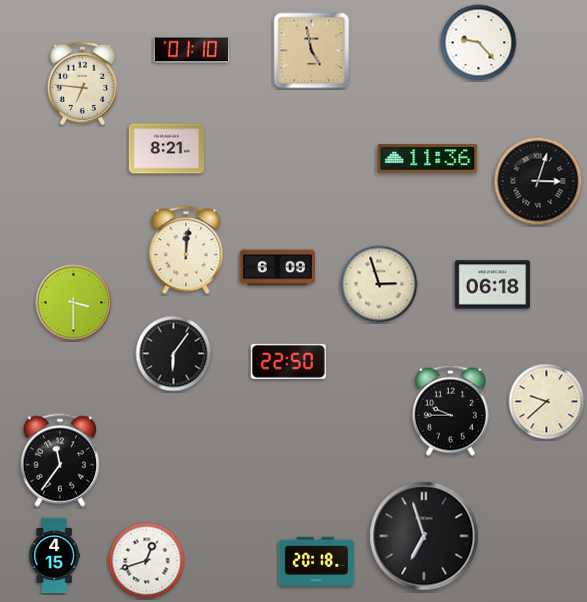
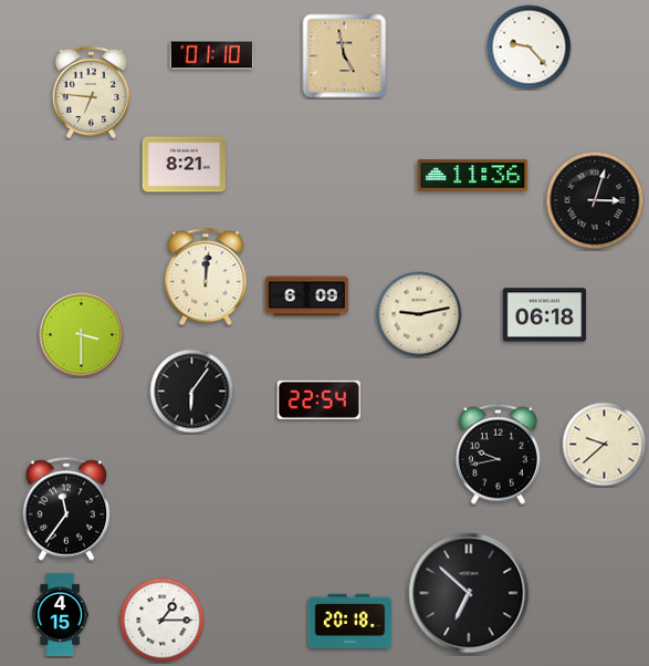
clock at (379, 284): 2:57 -> 9:13
clock at (288, 361): 22:50 -> 22:54
clock at (450, 410): 9:45 -> 9:43
clock at (424, 536): 6:57 -> 6:52
clock at (147, 561): 12:42 -> 1:15
